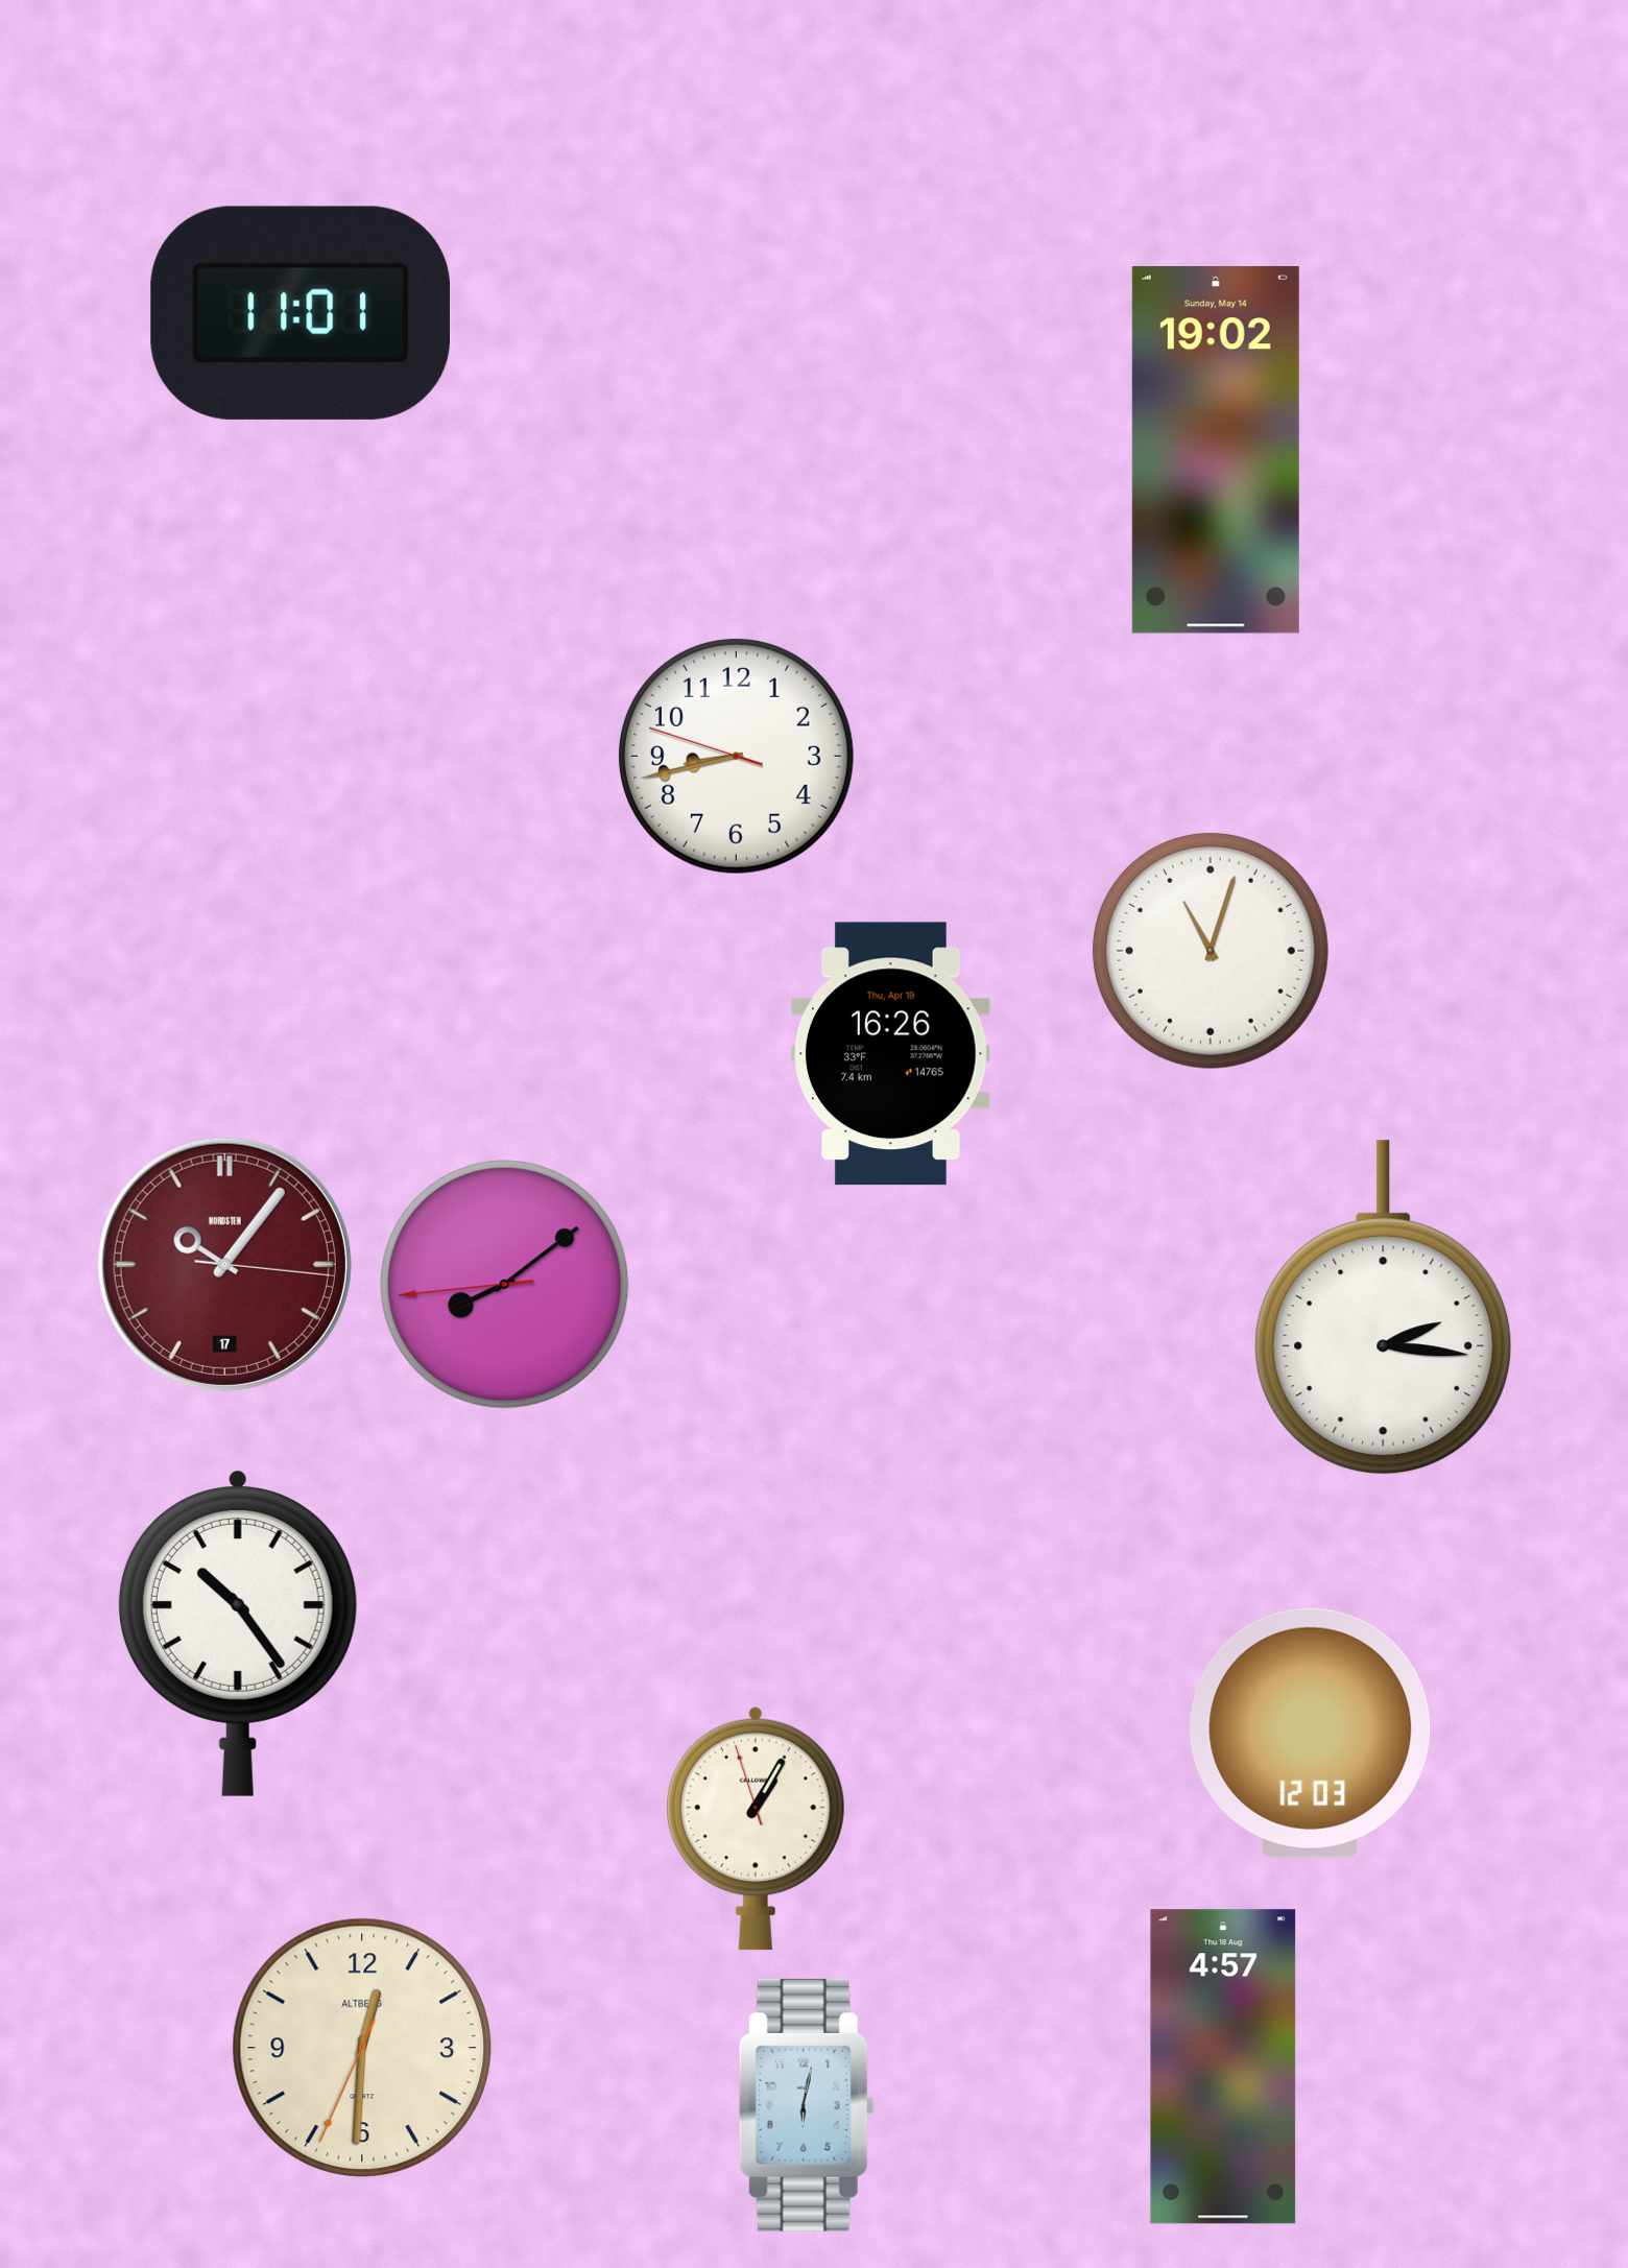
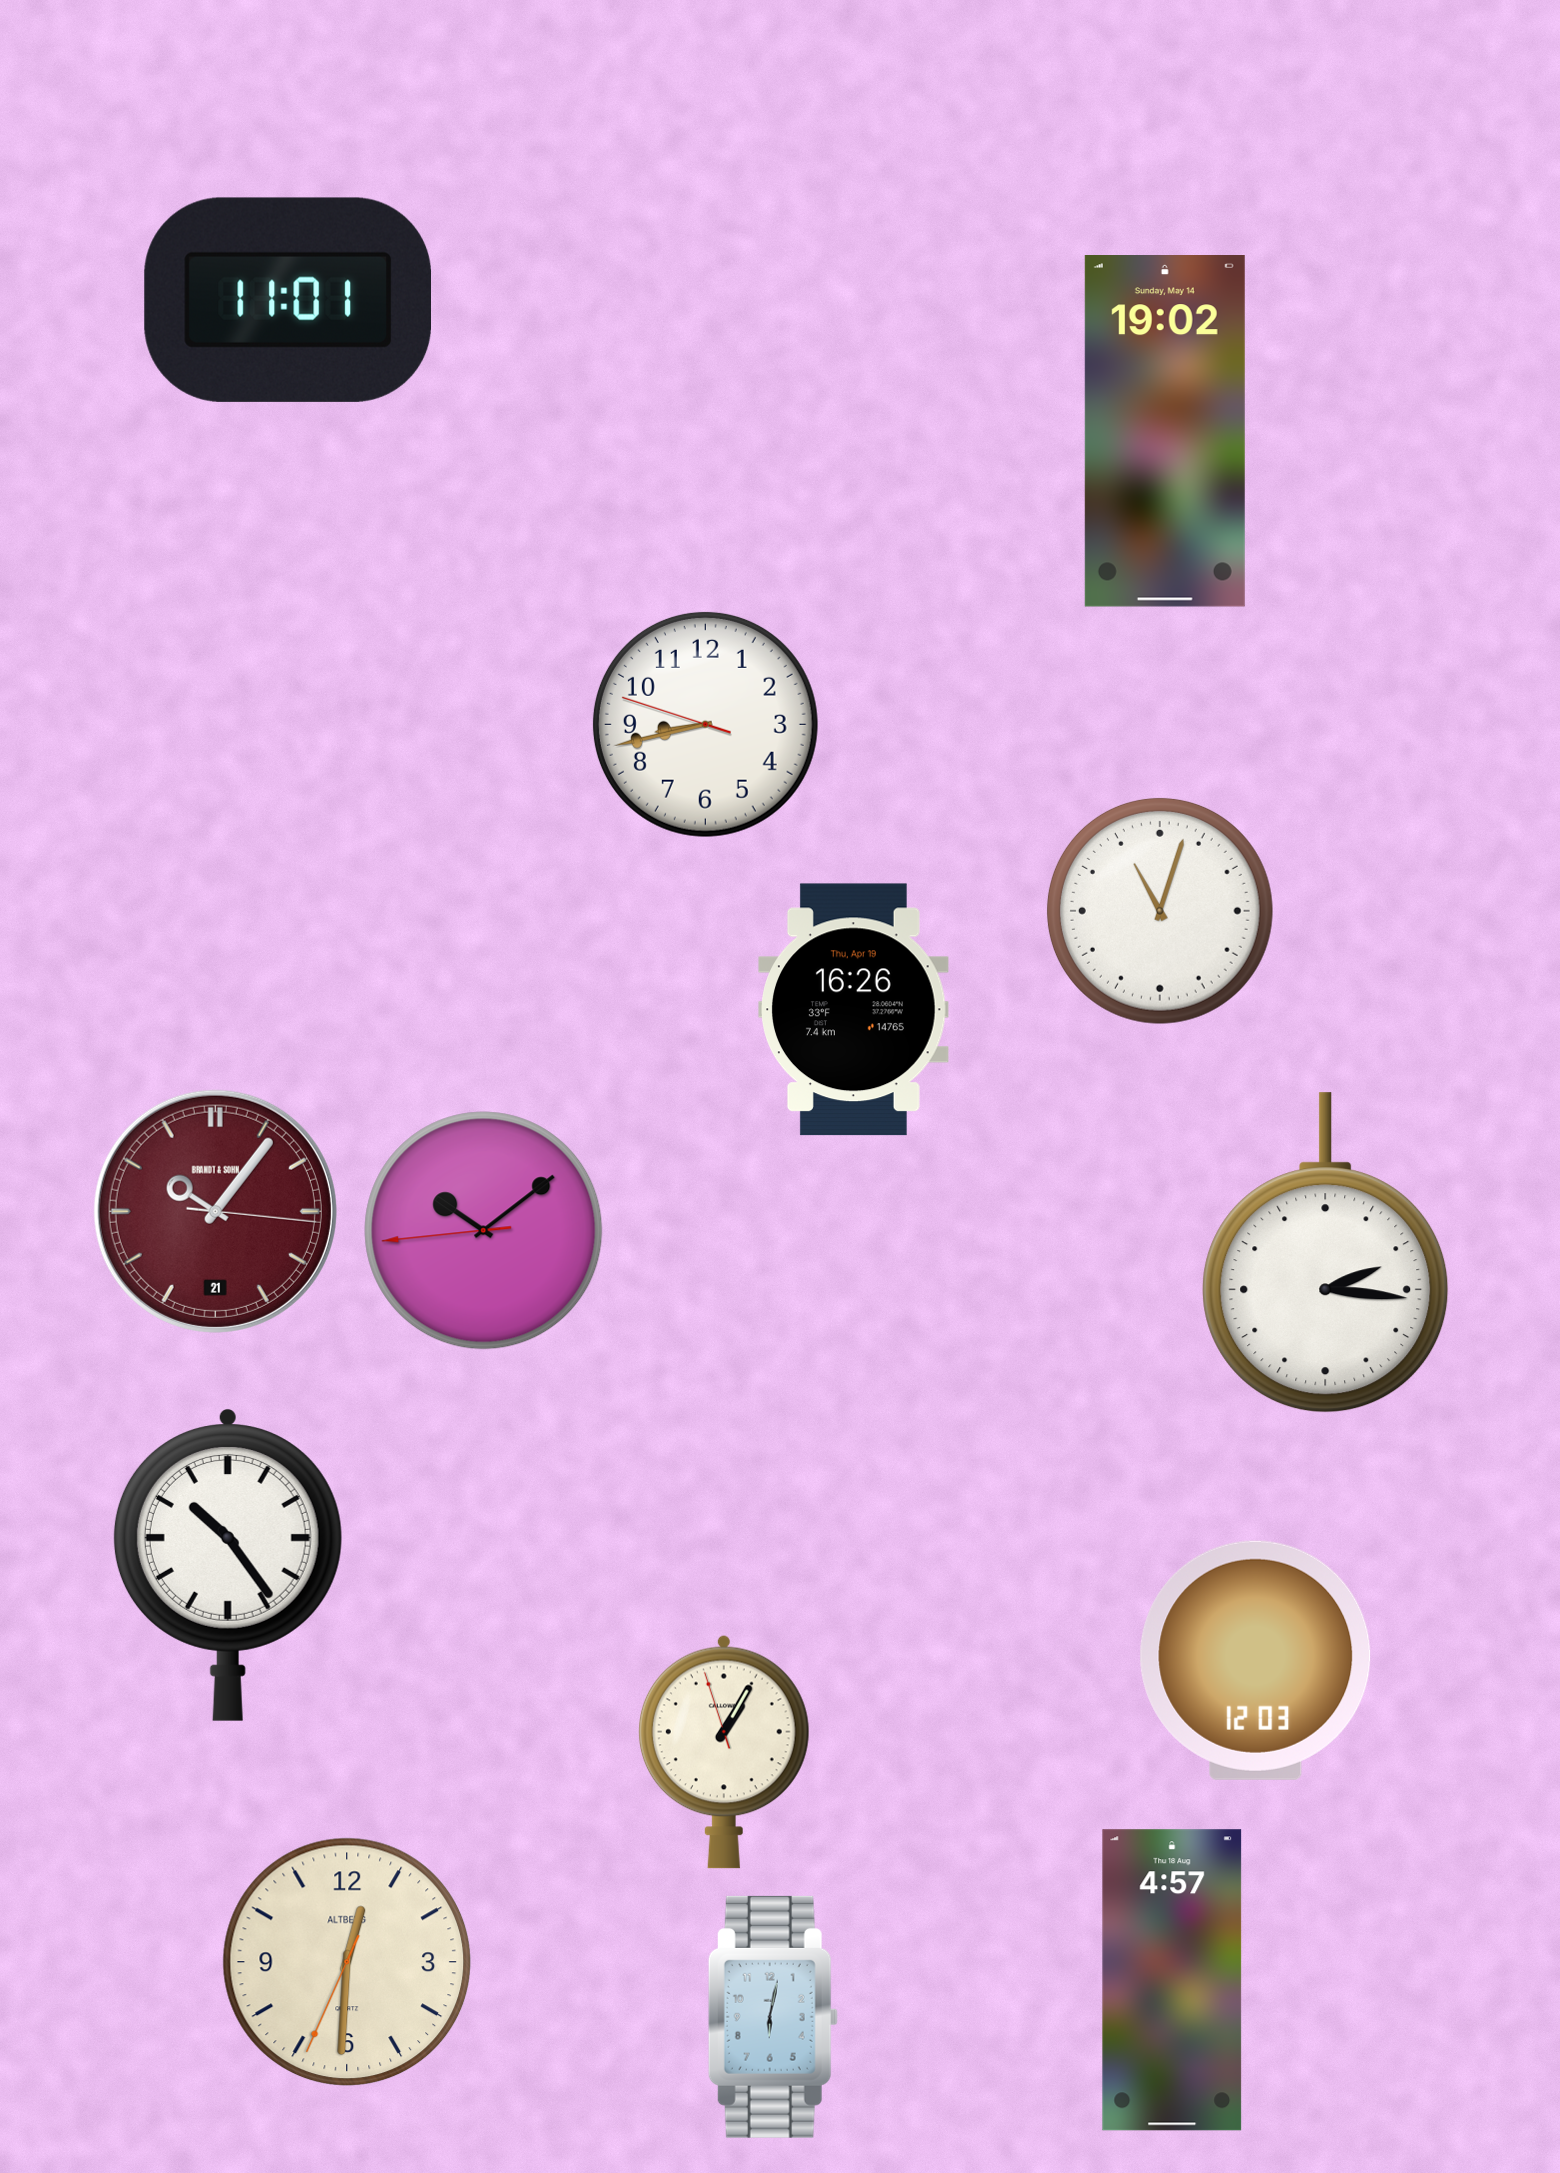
clock at (224, 1264) date: 17 -> 21
clock at (224, 1264) brand: NORDSTEN -> BRANDT & SOHN
clock at (505, 1285): 8:08 -> 10:08
